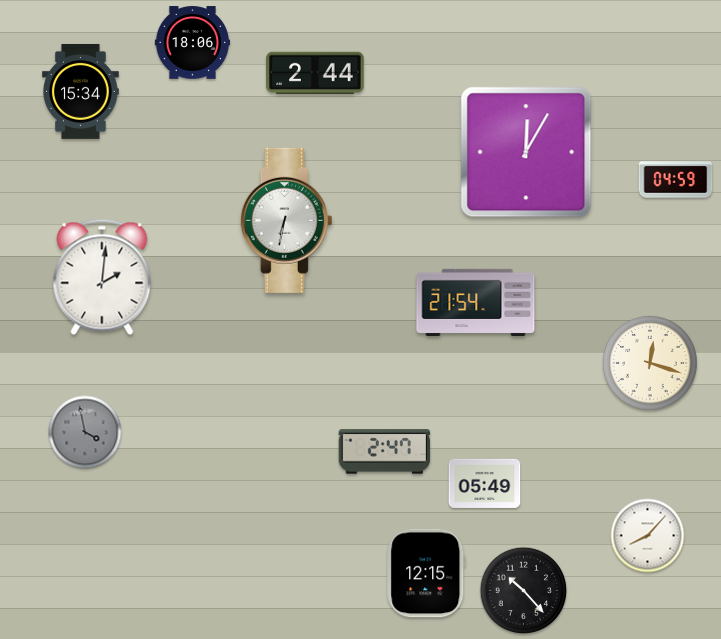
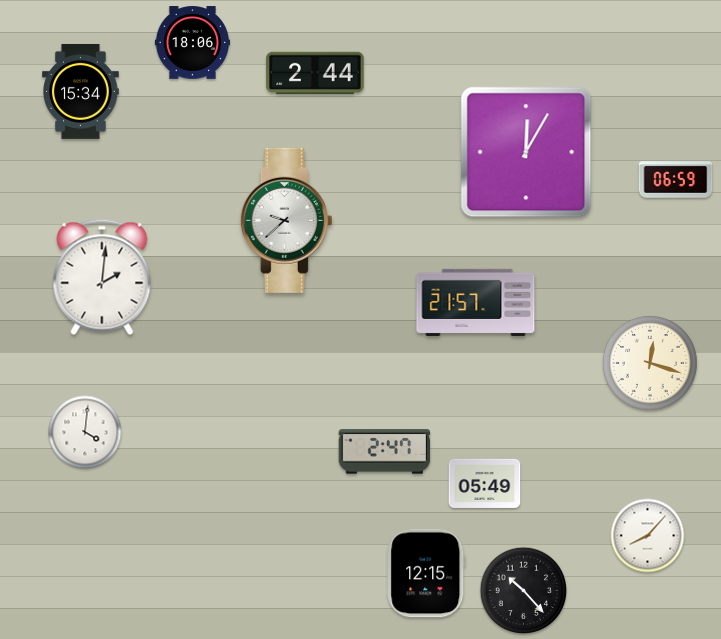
clock at (676, 180): 04:59 -> 06:59
clock at (286, 220): 6:32 -> 9:38
clock at (476, 302): 21:54 -> 21:57
clock at (85, 432): 3:58 -> 4:01
clock at (85, 432) dial: grey -> white
